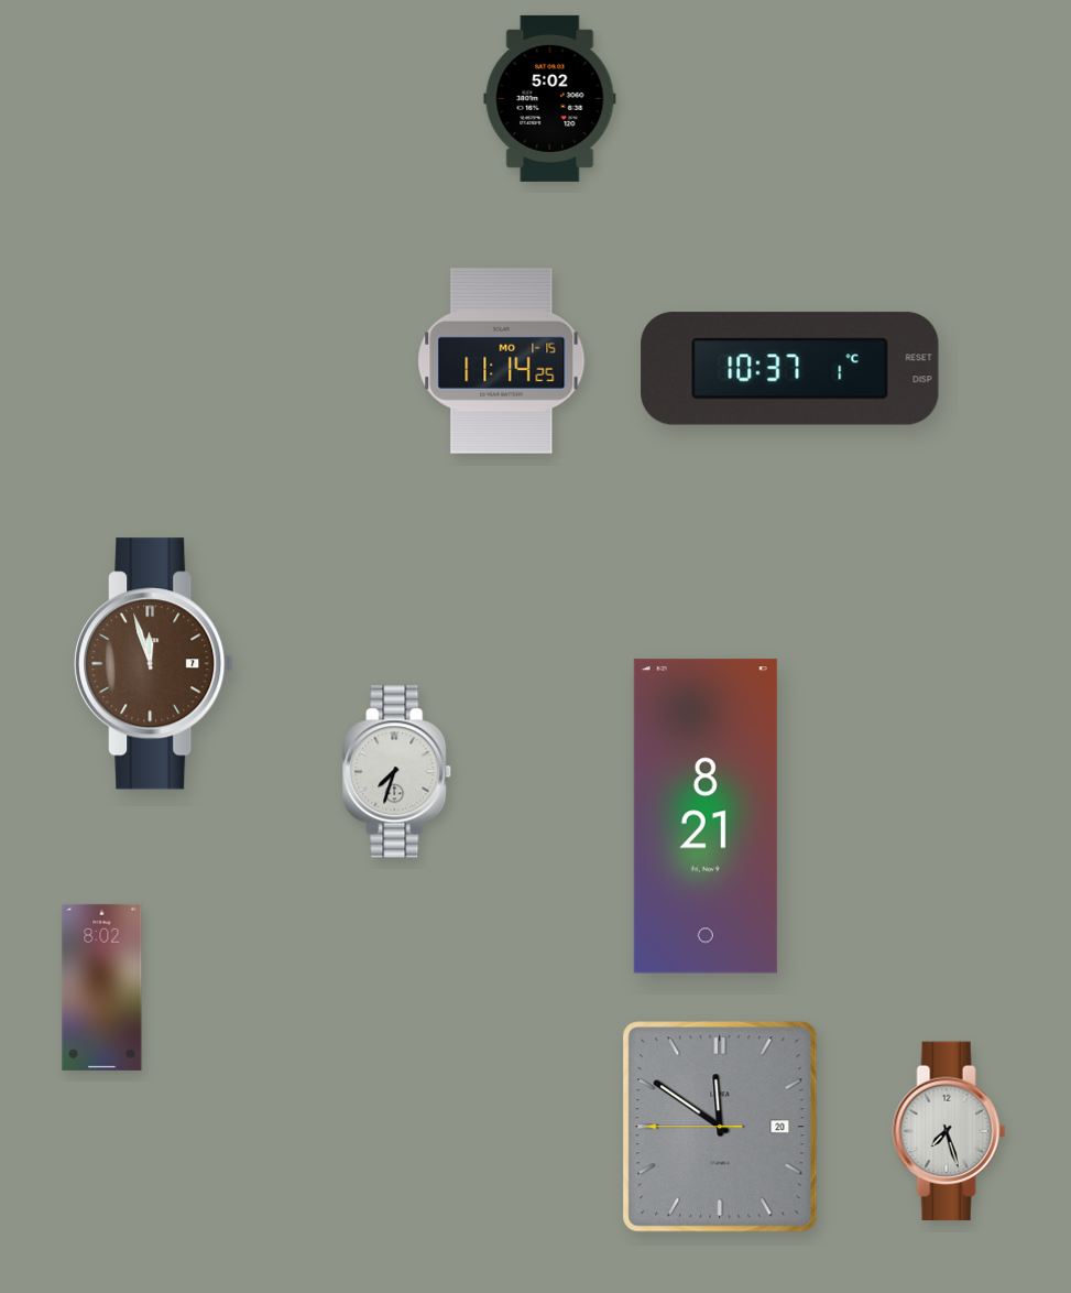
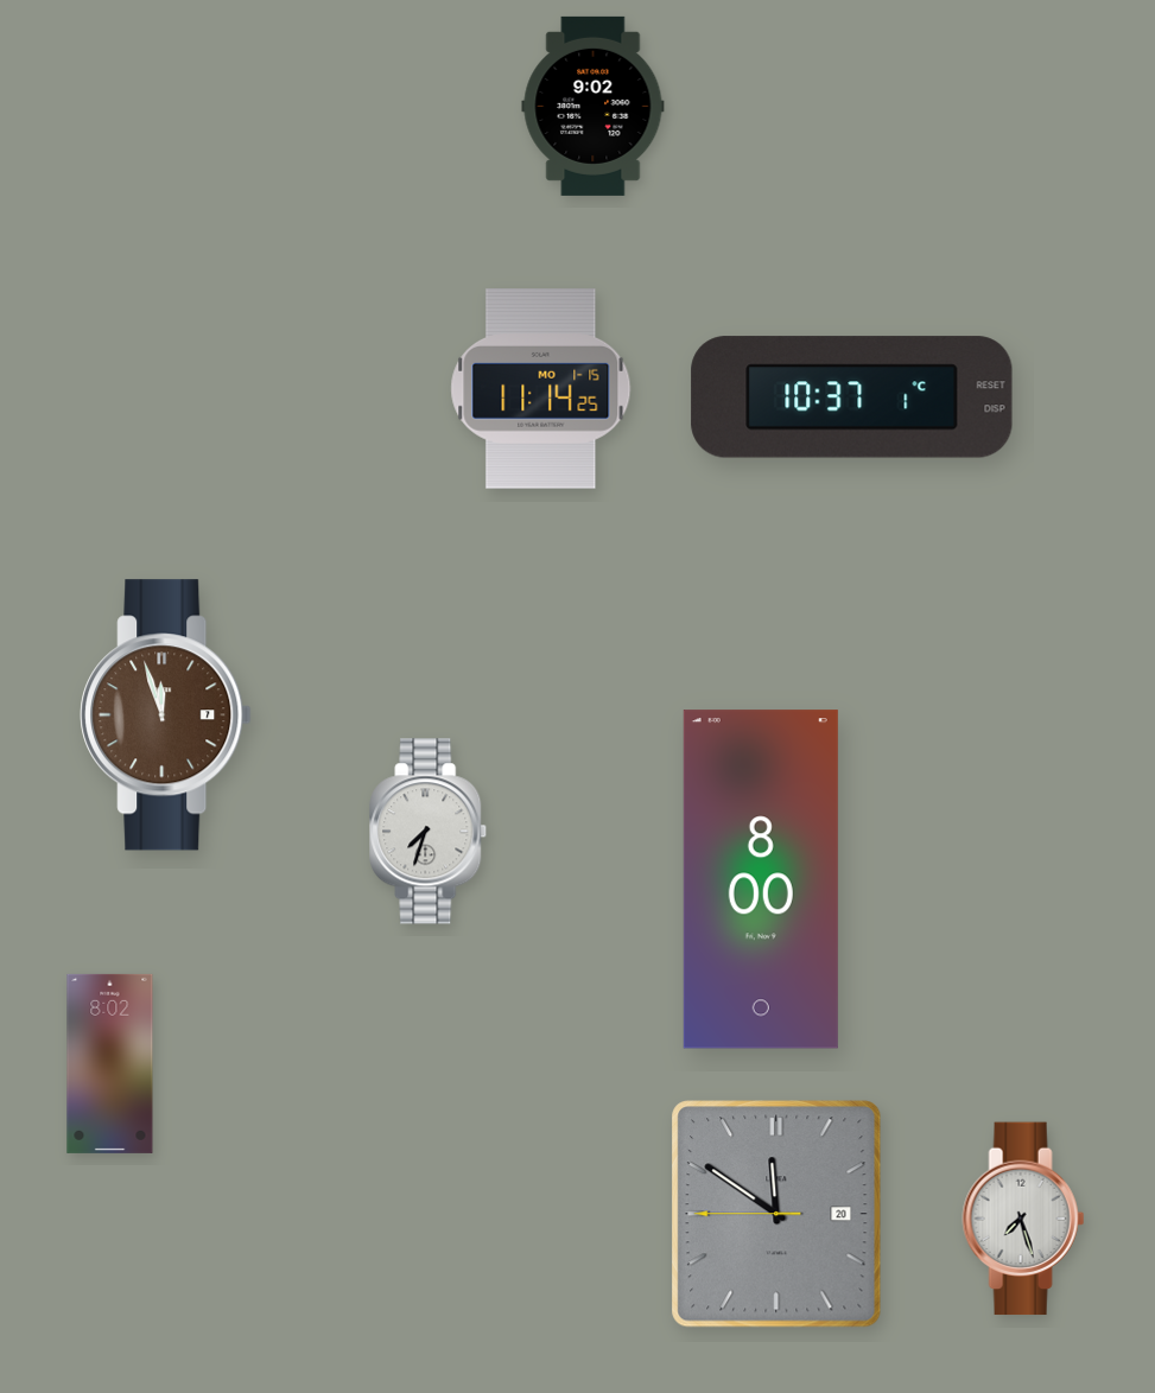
clock at (550, 98): 5:02 -> 9:02
clock at (706, 816): 8:21 -> 8:00
